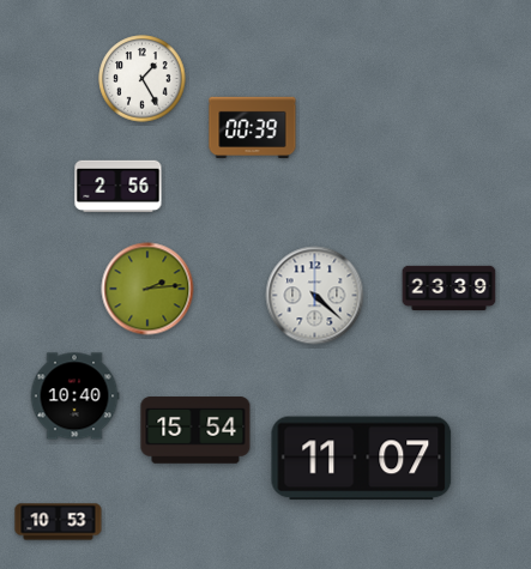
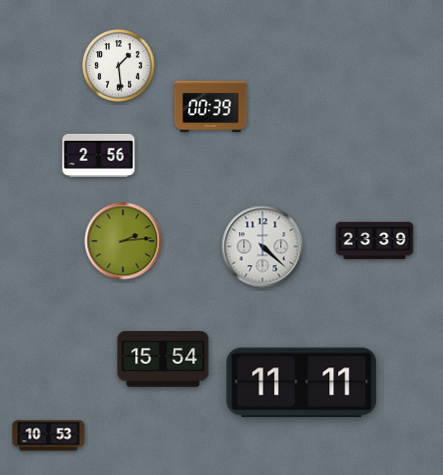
clock at (143, 79): 1:25 -> 1:29
clock at (74, 397): 10:40 -> none
clock at (362, 459): 11:07 -> 11:11
